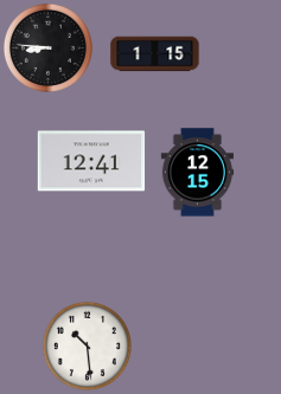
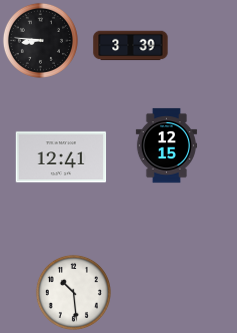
clock at (155, 54): 1:15 -> 3:39
clock at (91, 161) position: (91, 161) -> (61, 157)
